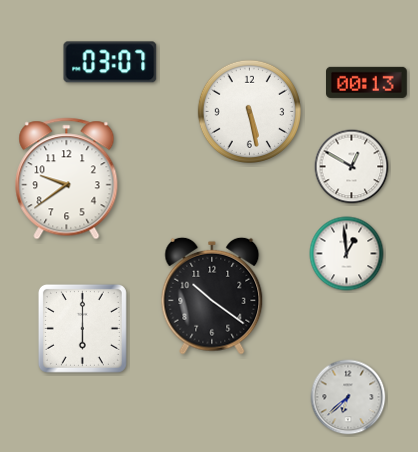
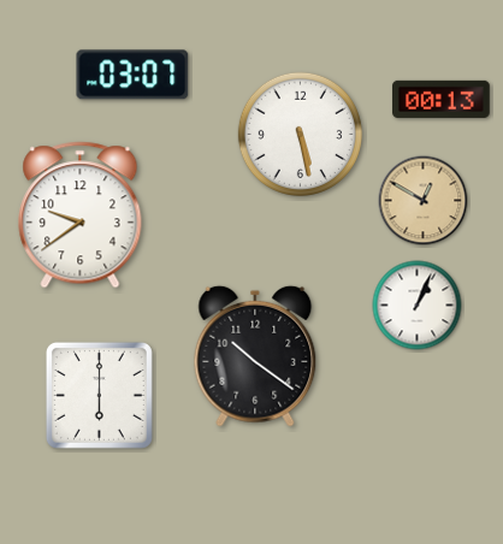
clock at (352, 167) dial: white -> champagne
clock at (347, 254): 12:59 -> 1:04
clock at (348, 397): 6:38 -> none
